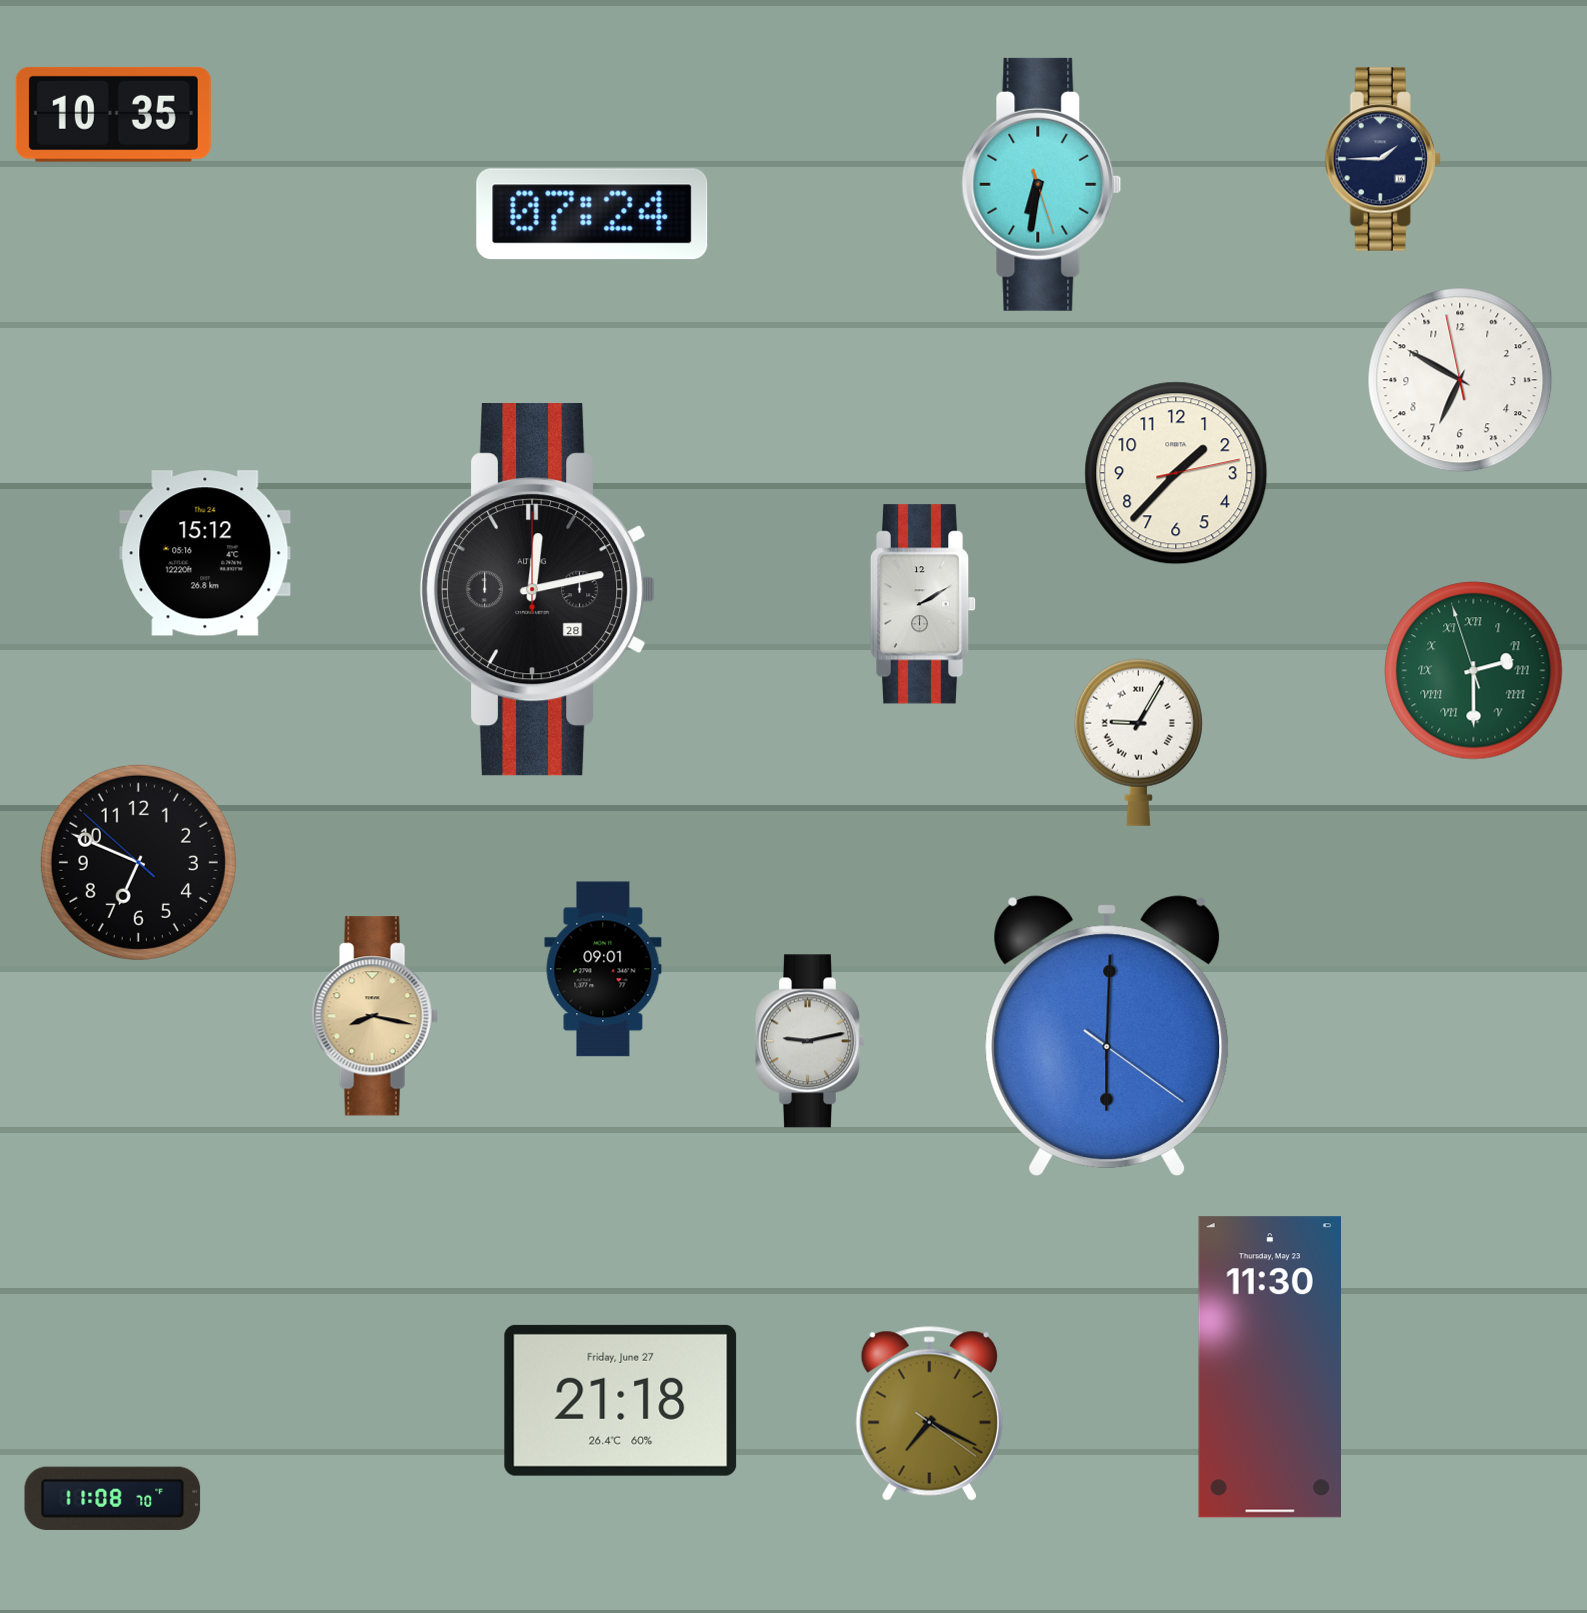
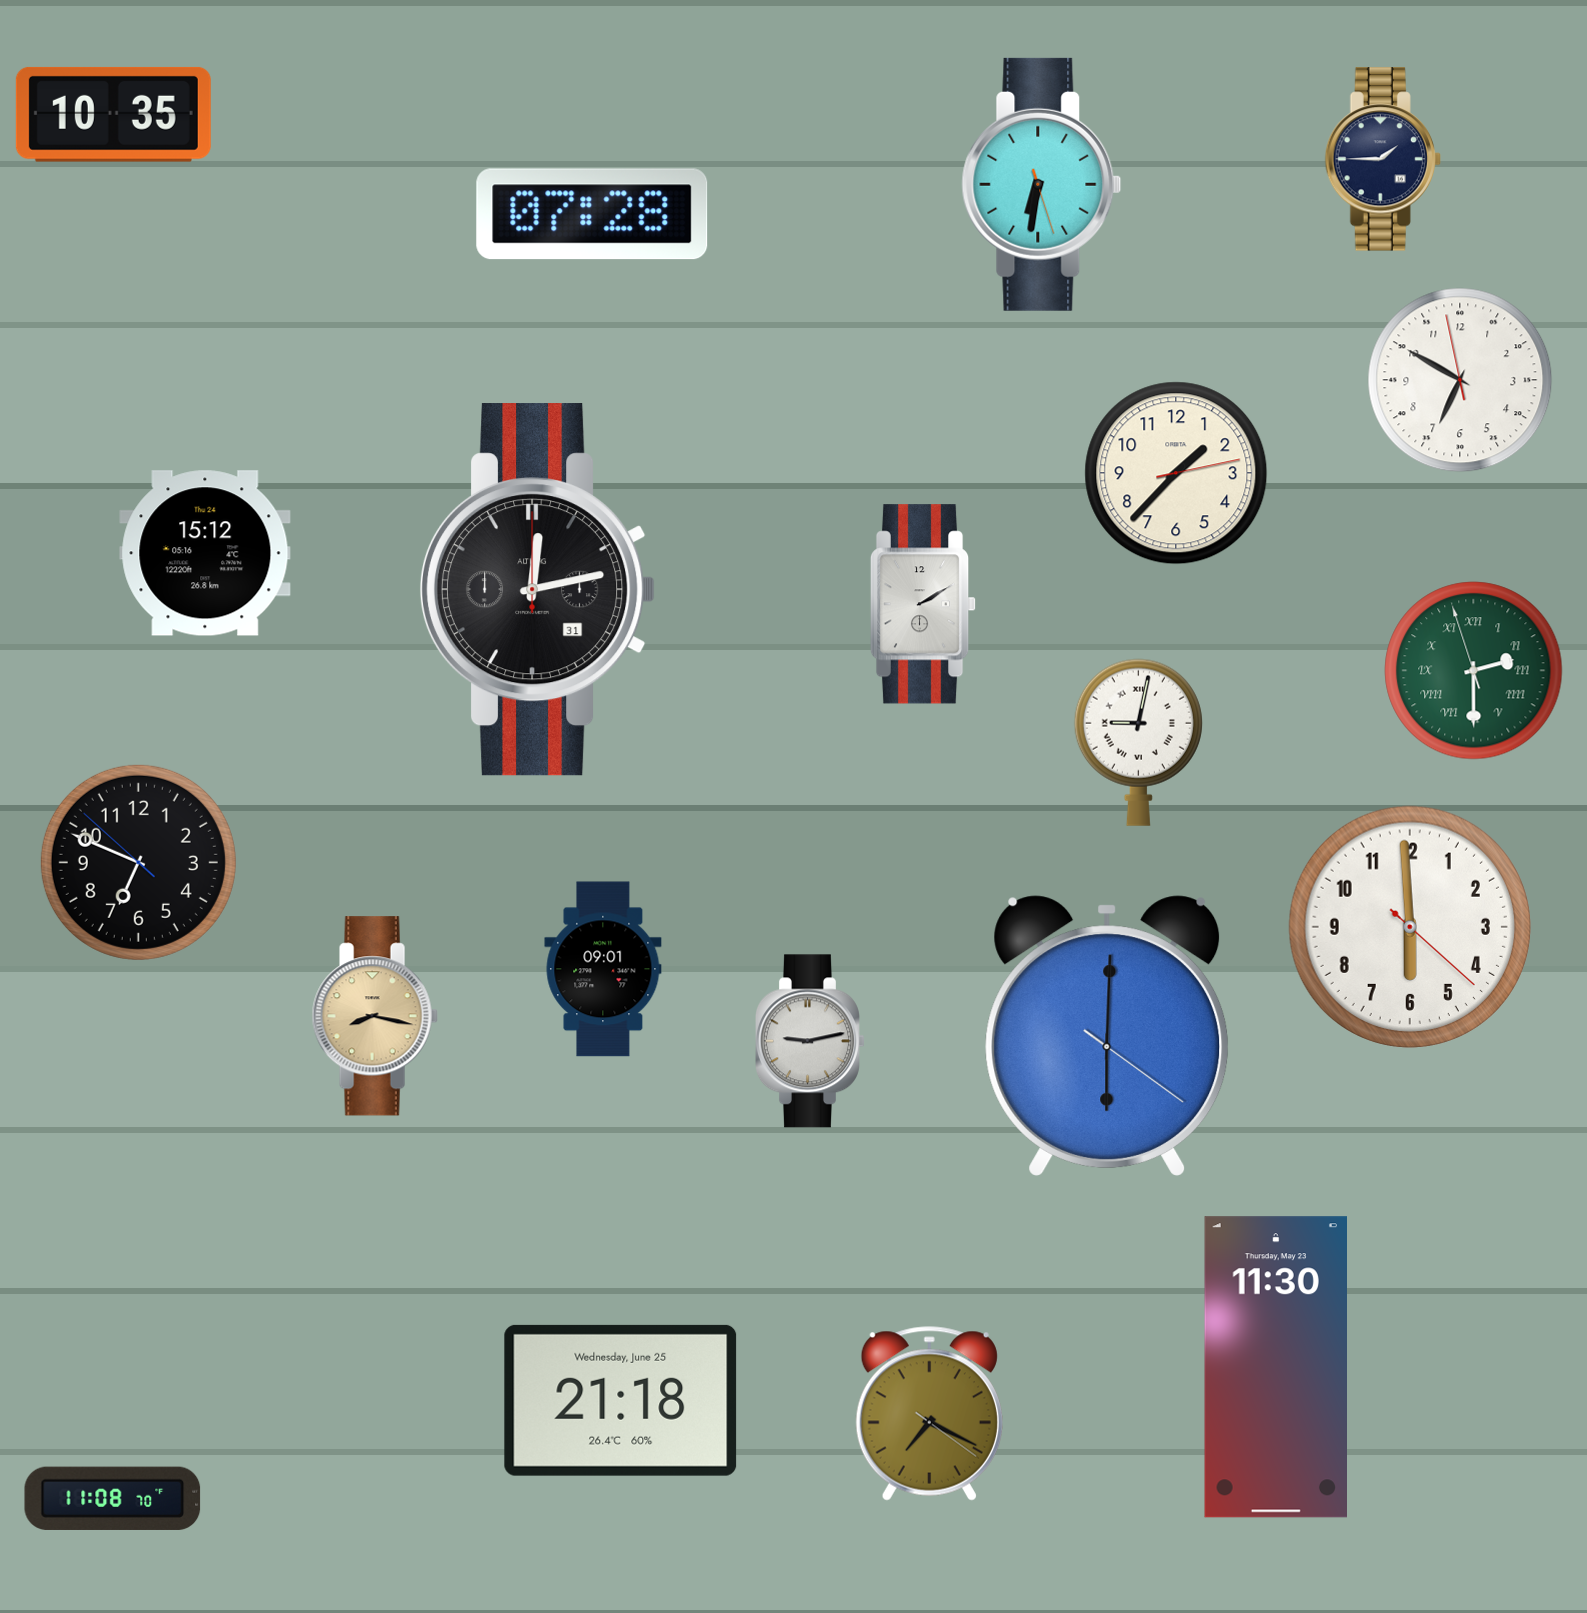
clock at (592, 214): 07:24 -> 07:28
clock at (538, 590) date: 28 -> 31
clock at (1138, 742): 9:05 -> 9:02
clock at (1410, 927): none -> 5:59
clock at (1269, 1367) position: (1269, 1367) -> (1275, 1367)
clock at (621, 1400) date: Friday, June 27 -> Wednesday, June 25
